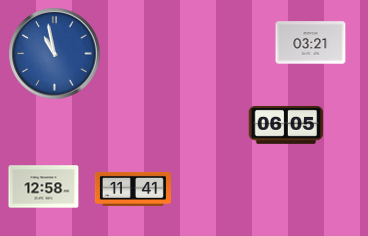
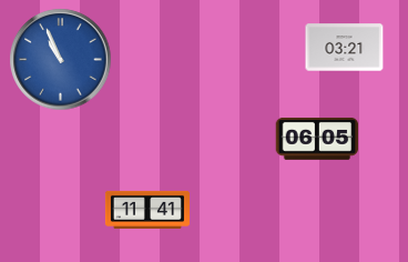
clock at (55, 54): 10:58 -> 10:56
clock at (44, 187): 12:58 -> none
